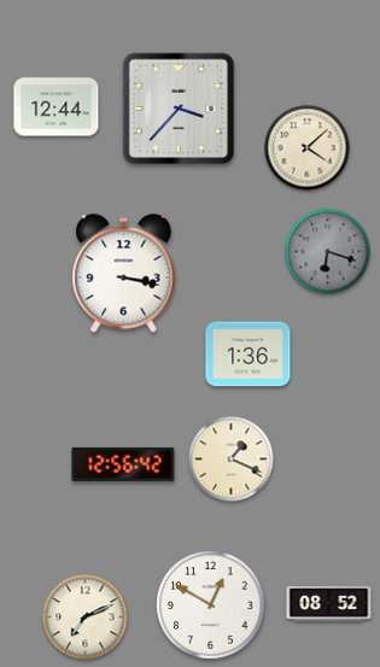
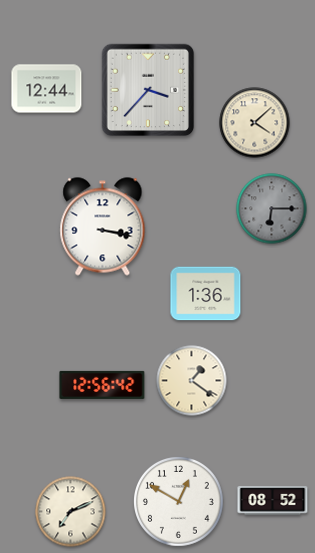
clock at (328, 252): 6:18 -> 6:15
clock at (232, 460): 1:19 -> 1:21
clock at (211, 605) position: (211, 605) -> (179, 502)
